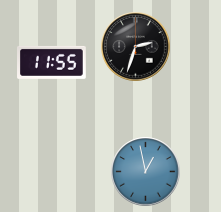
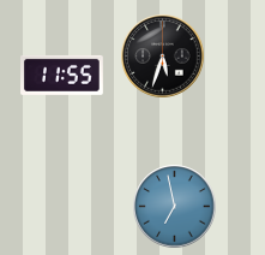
clock at (136, 47): 2:33 -> 5:33
clock at (146, 172): 12:58 -> 6:58
